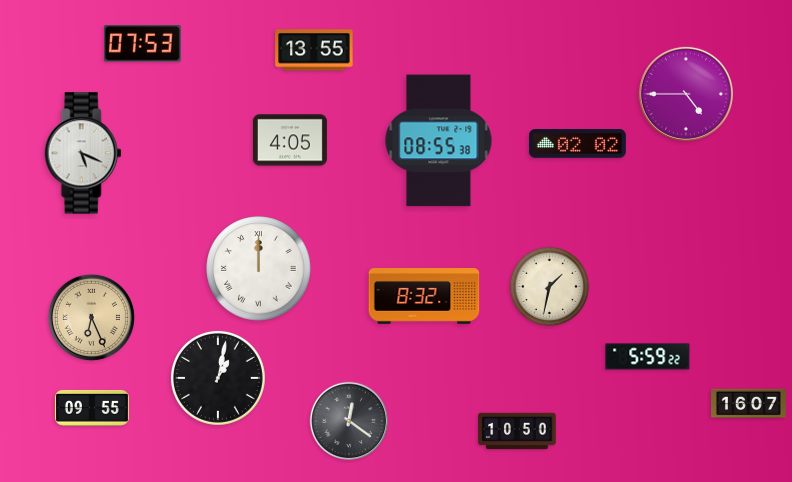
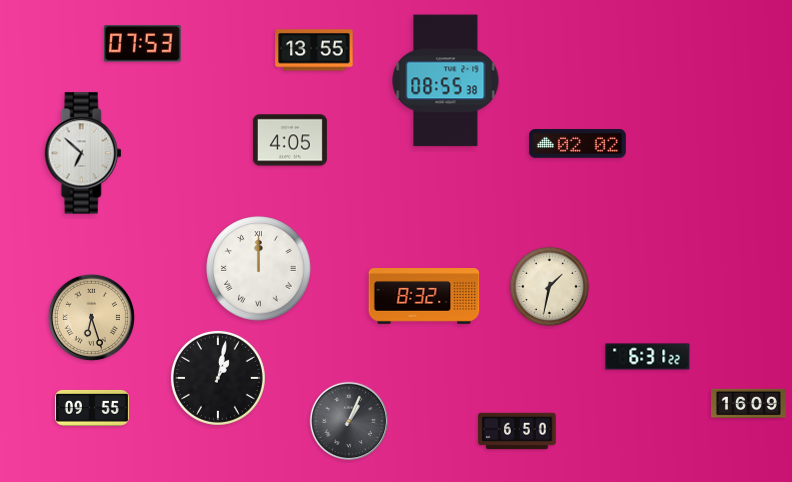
clock at (686, 94): 4:45 -> none
clock at (439, 141) position: (439, 141) -> (446, 81)
clock at (83, 153): 5:19 -> 6:52
clock at (91, 317): 6:26 -> 6:27
clock at (648, 357): 5:59 -> 6:31
clock at (749, 404): 16:07 -> 16:09
clock at (349, 421): 12:21 -> 1:04
clock at (517, 431): 10:50 -> 6:50
